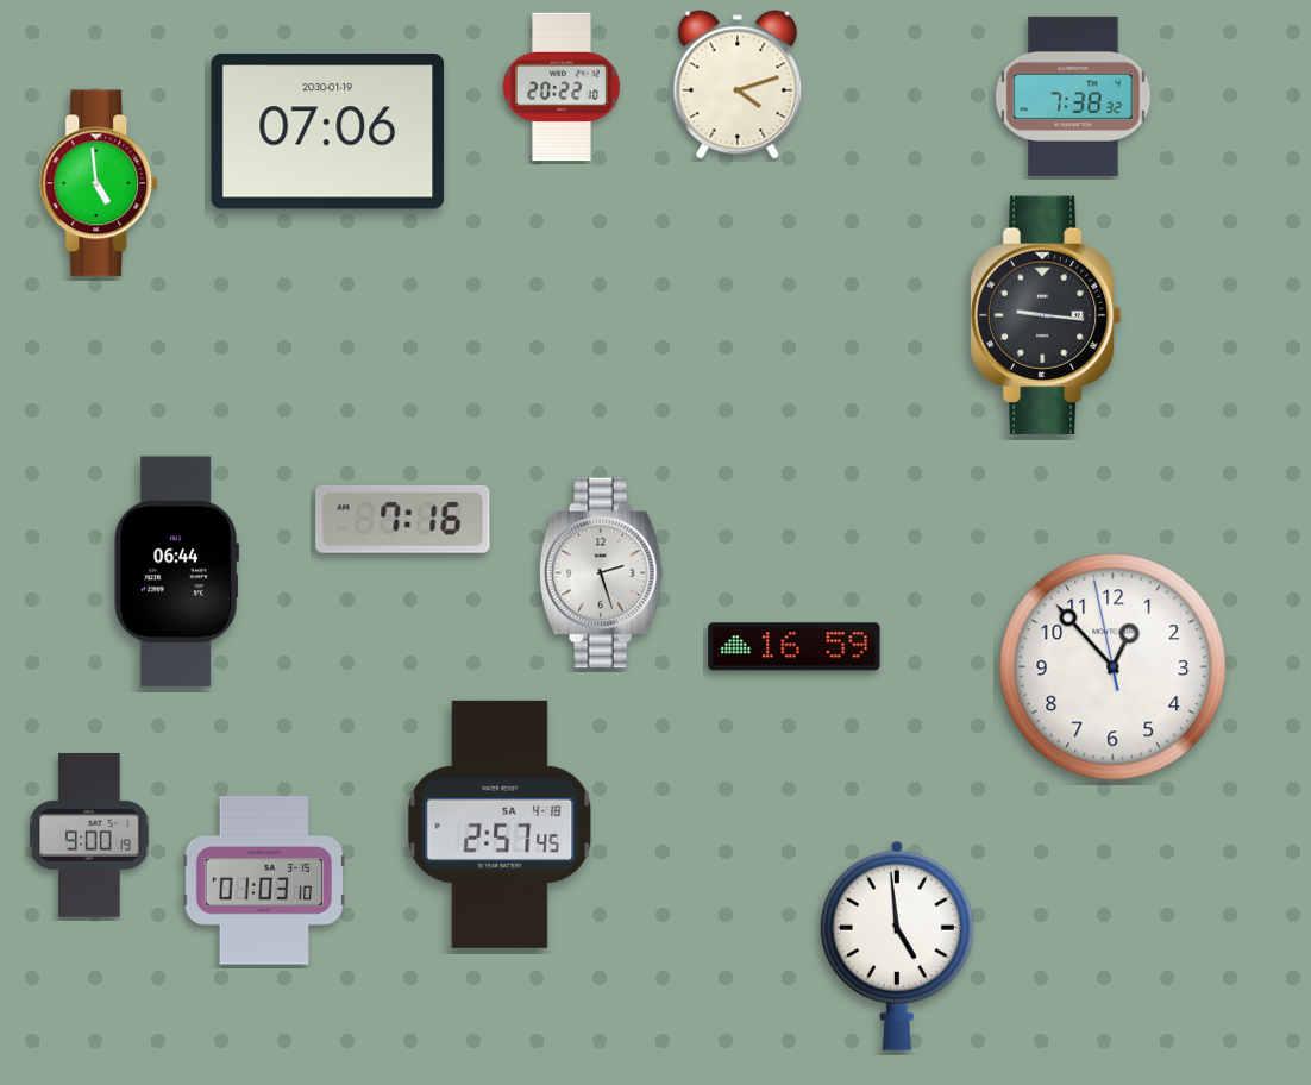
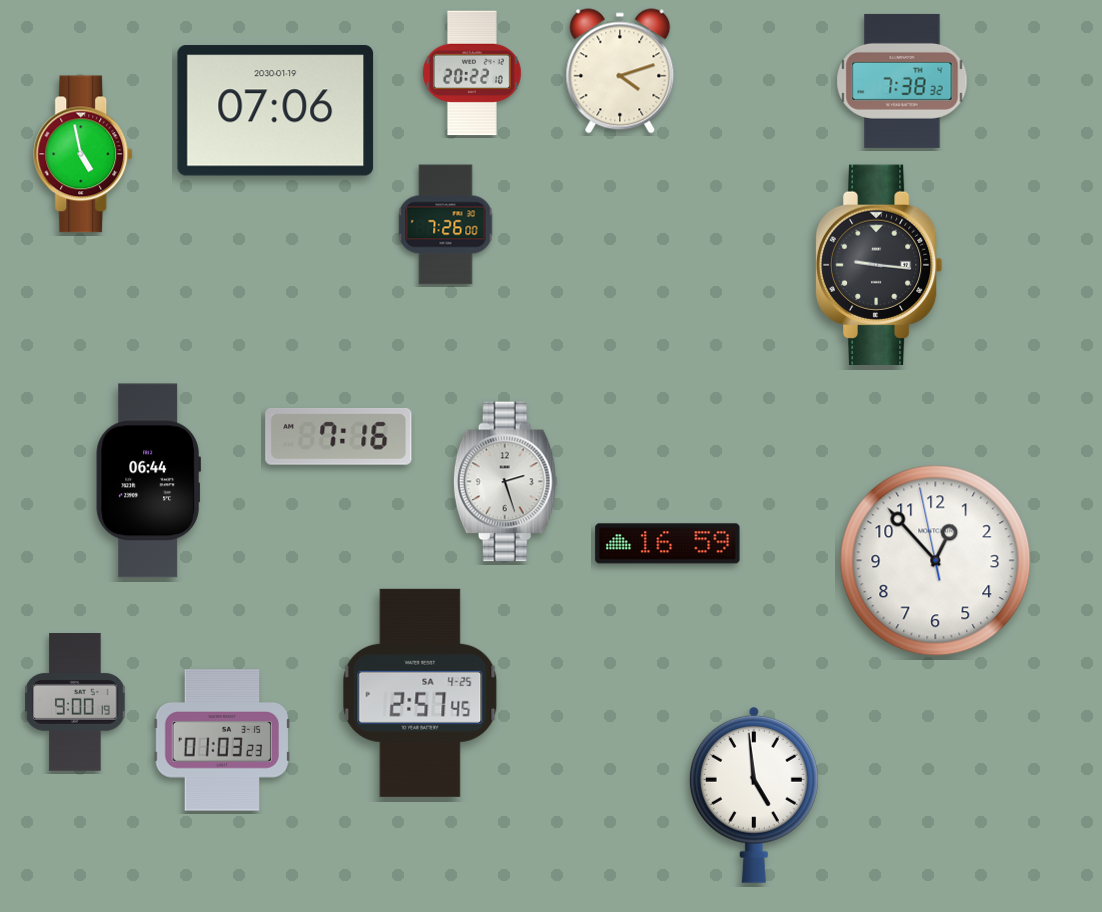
clock at (100, 183): 4:59 -> 4:58
clock at (446, 225): none -> 7:26
clock at (500, 824) date: SA 4-18 -> SA 4-25
clock at (264, 880): 01:03:10 -> 01:03:23
